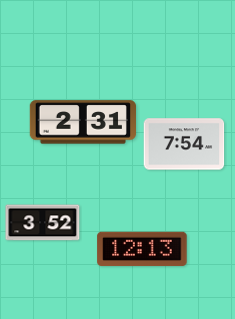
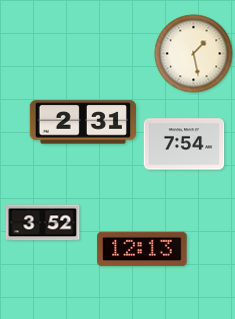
clock at (194, 54): none -> 1:28
